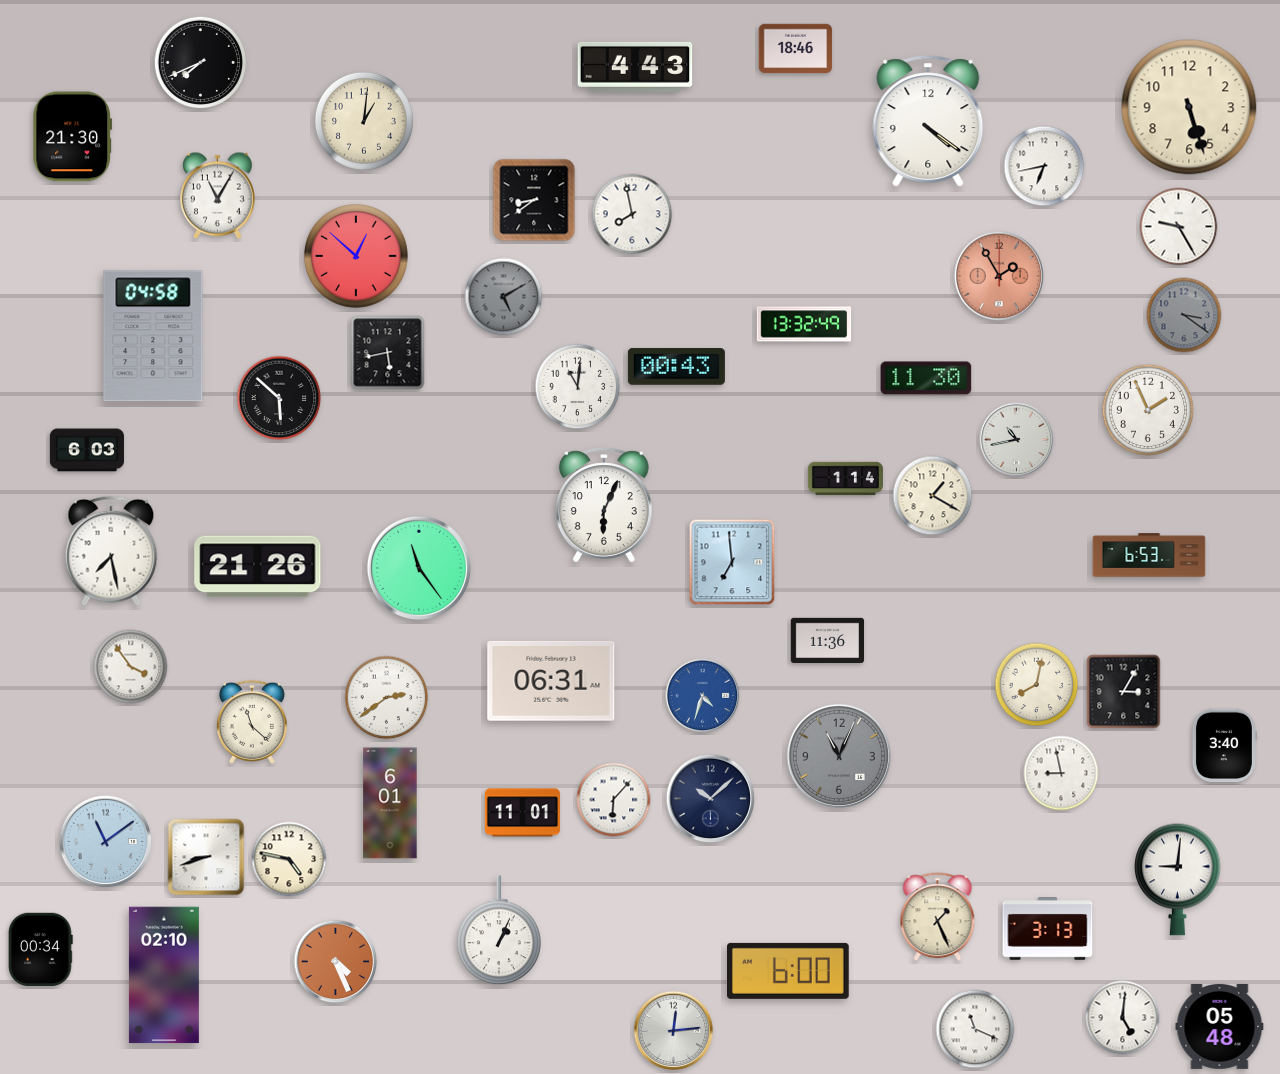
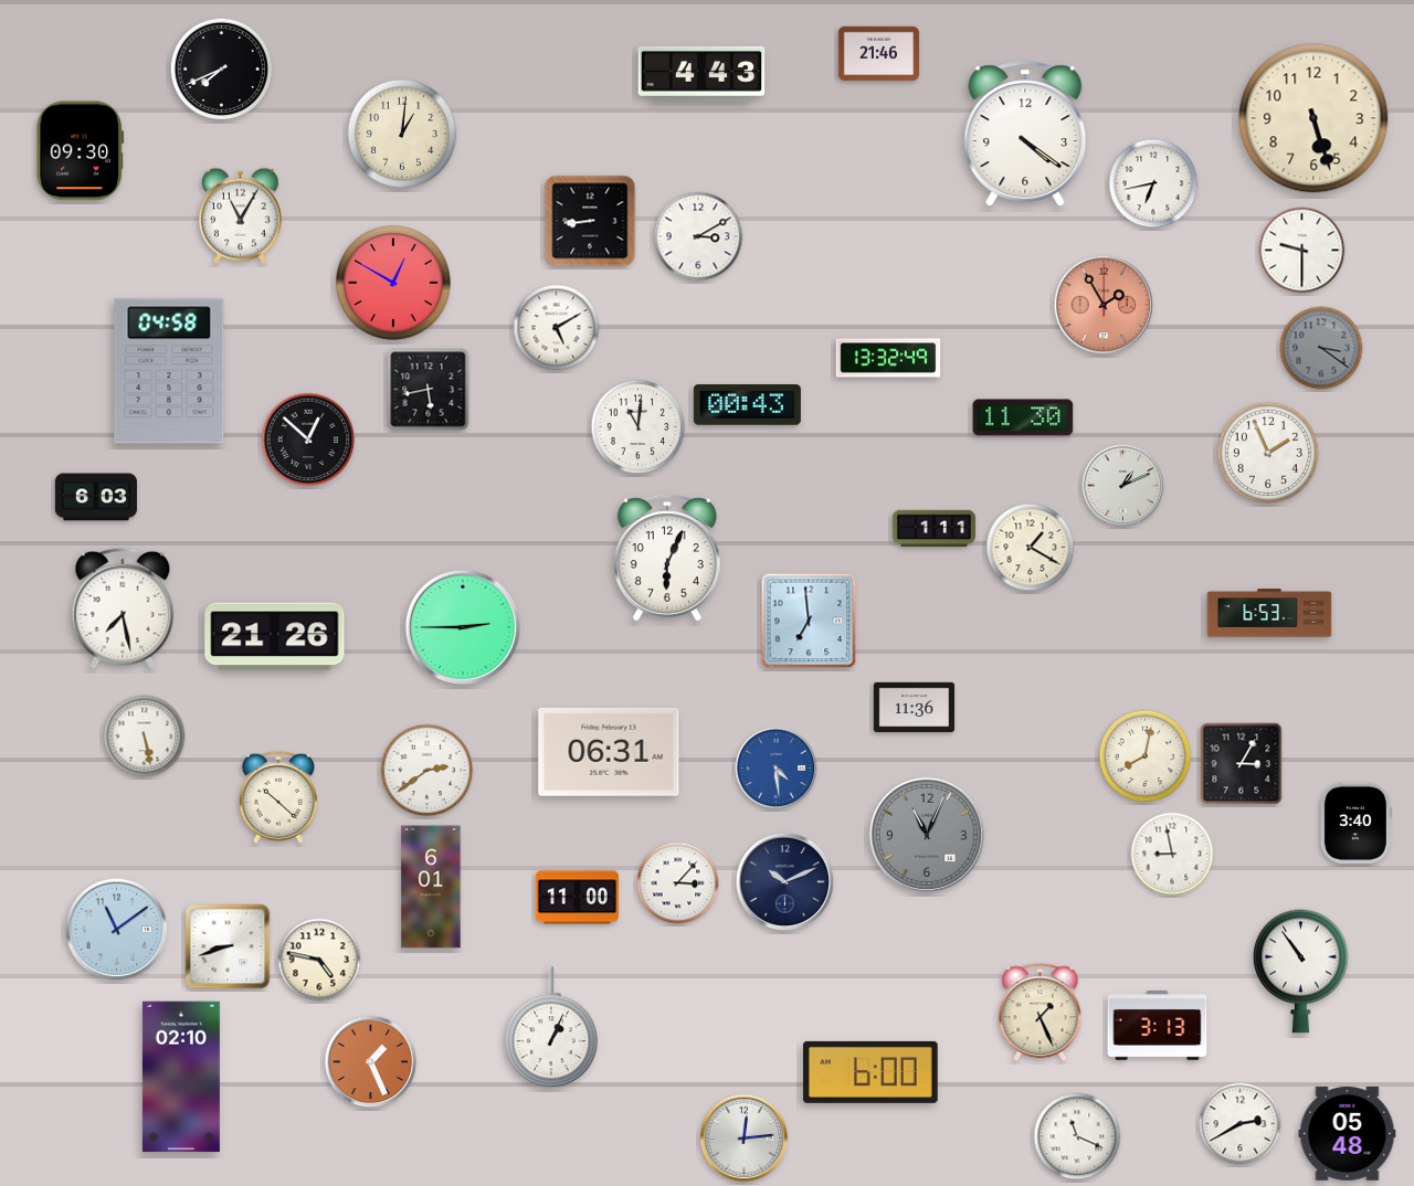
clock at (796, 49): 18:46 -> 21:46
clock at (73, 137): 21:30 -> 09:30
clock at (534, 200): 8:39 -> 8:44
clock at (632, 214): 7:58 -> 3:10
clock at (1179, 227): 9:25 -> 9:30
clock at (356, 256): 12:52 -> 12:50
clock at (504, 297) dial: grey -> white
clock at (1184, 315) position: (1184, 315) -> (1321, 348)
clock at (279, 398): 5:52 -> 12:52
clock at (1017, 440): 10:43 -> 1:11
clock at (845, 479): 1:14 -> 1:11
clock at (258, 567) position: (258, 567) -> (275, 637)
clock at (419, 568): 11:24 -> 2:45
clock at (131, 667): 3:54 -> 5:28
clock at (703, 696): 4:33 -> 4:29
clock at (252, 722): 11:22 -> 10:22
clock at (1224, 745) position: (1224, 745) -> (1355, 823)
clock at (711, 799): 10:08 -> 10:11
clock at (614, 800): 6:07 -> 3:07
clock at (522, 813): 11:01 -> 11:00
clock at (289, 859) position: (289, 859) -> (319, 960)
clock at (1178, 879): 9:01 -> 10:54
clock at (938, 917) position: (938, 917) -> (1041, 1013)
clock at (41, 949): 00:34 -> none
clock at (336, 962): 4:26 -> 1:26
clock at (1123, 1018): 5:01 -> 2:40
